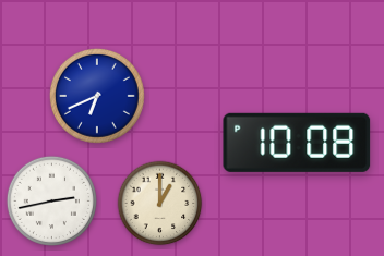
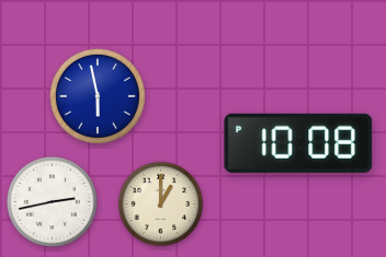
clock at (97, 96): 6:41 -> 5:58
